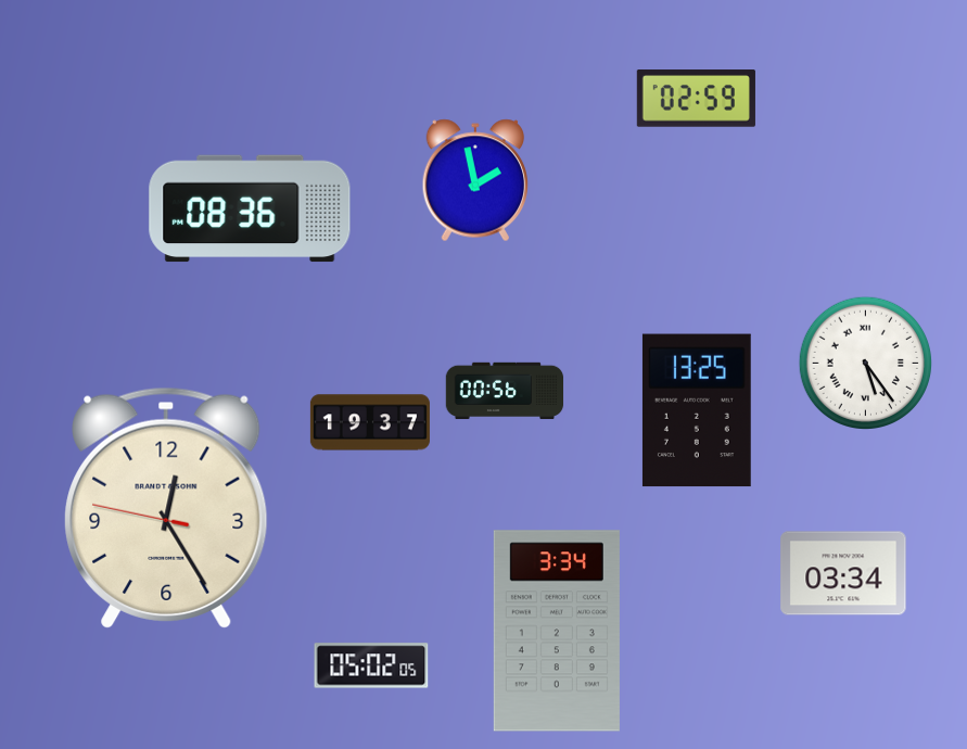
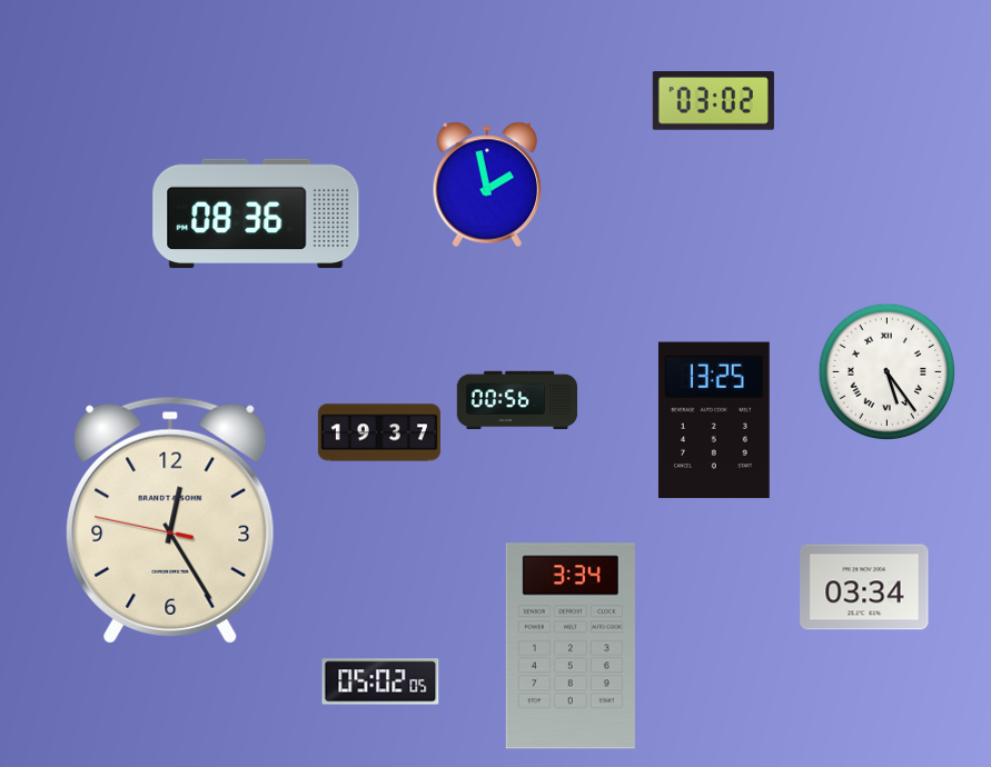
clock at (696, 99): 02:59 -> 03:02
